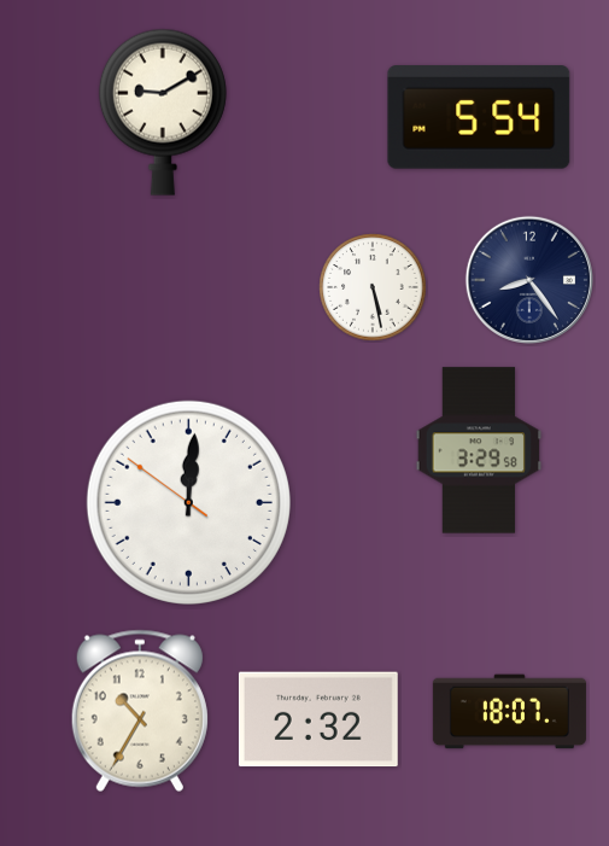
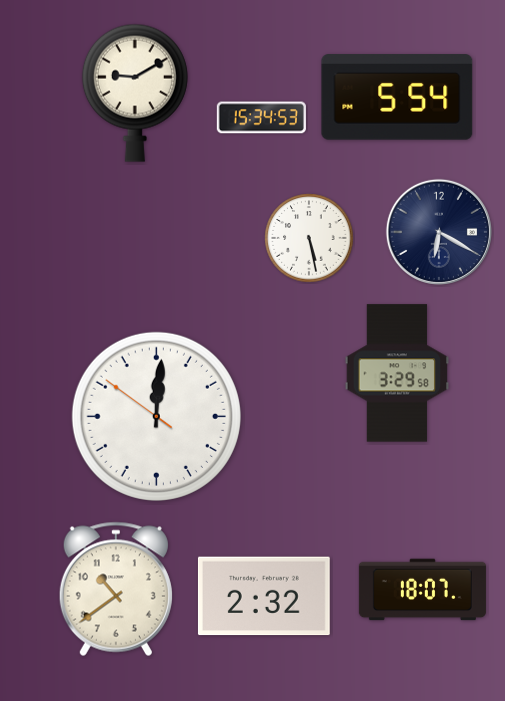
clock at (261, 118): none -> 15:34
clock at (529, 280): 8:24 -> 6:20
clock at (140, 711): 10:35 -> 10:39
